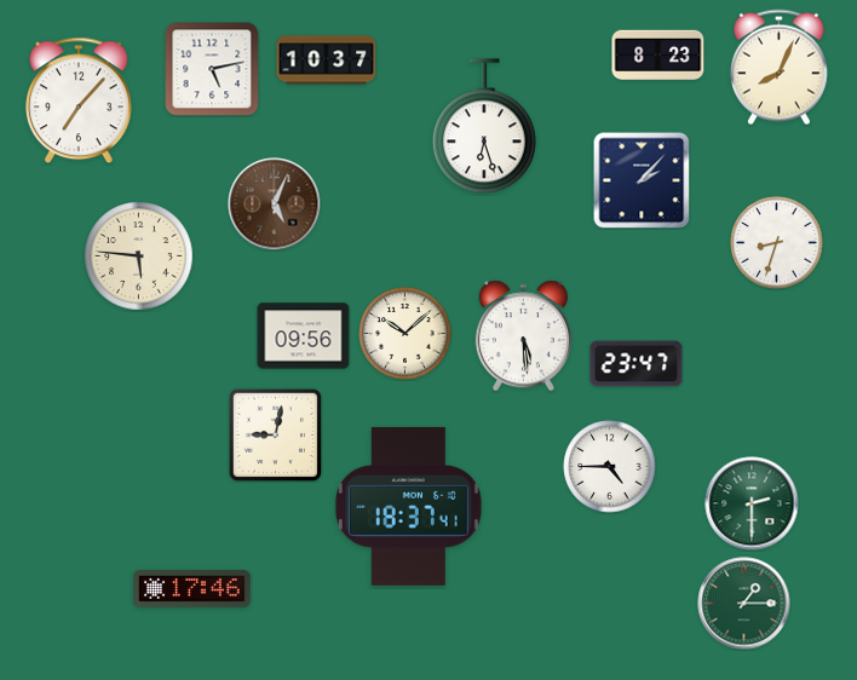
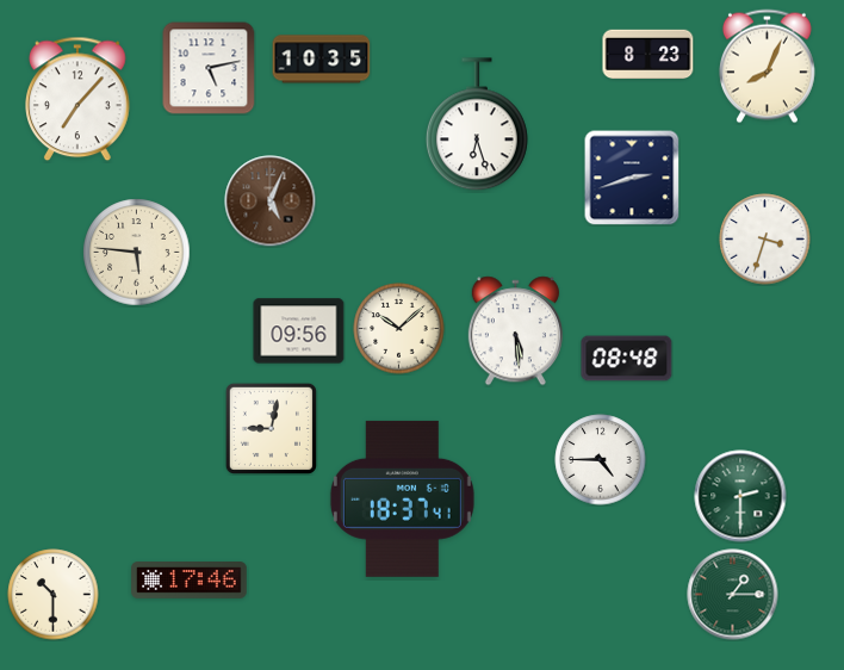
clock at (327, 60): 10:37 -> 10:35
clock at (642, 180): 2:07 -> 2:42
clock at (777, 243): 8:33 -> 3:33
clock at (637, 364): 23:47 -> 08:48
clock at (54, 595): none -> 10:30
